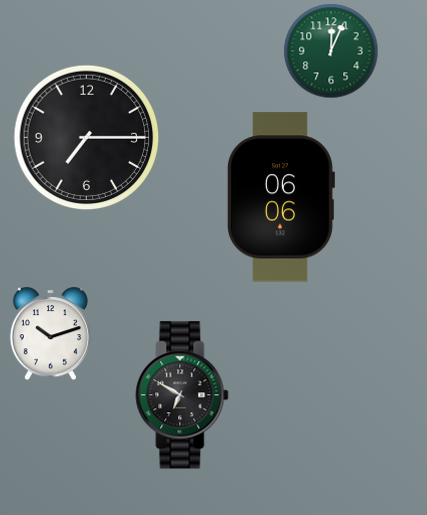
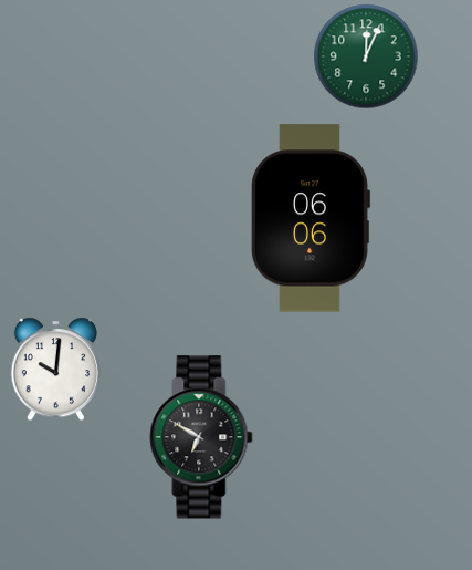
clock at (87, 138): 7:15 -> none
clock at (50, 334): 10:12 -> 10:01
